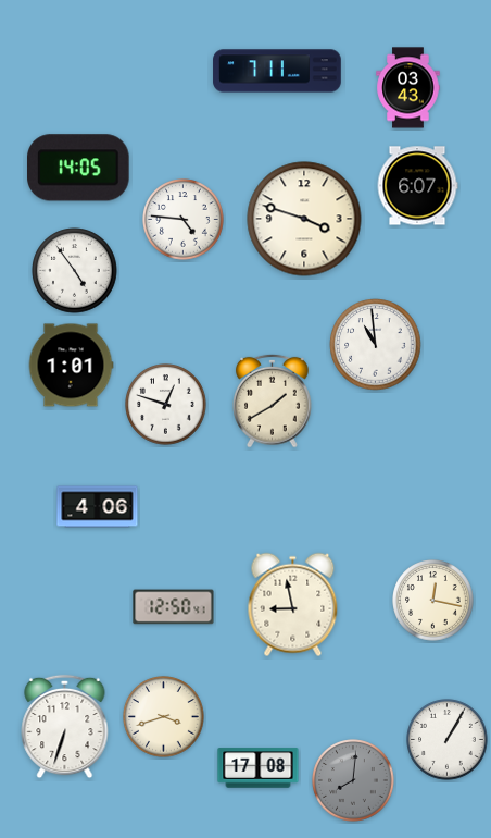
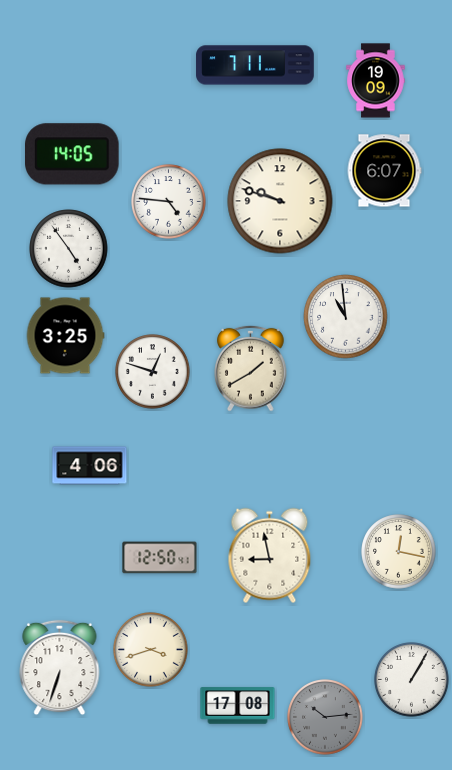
clock at (408, 88): 03:43 -> 19:09
clock at (304, 219): 3:48 -> 9:48
clock at (71, 366): 1:01 -> 3:25
clock at (164, 717) position: (164, 717) -> (151, 650)
clock at (353, 780): 8:01 -> 10:14
